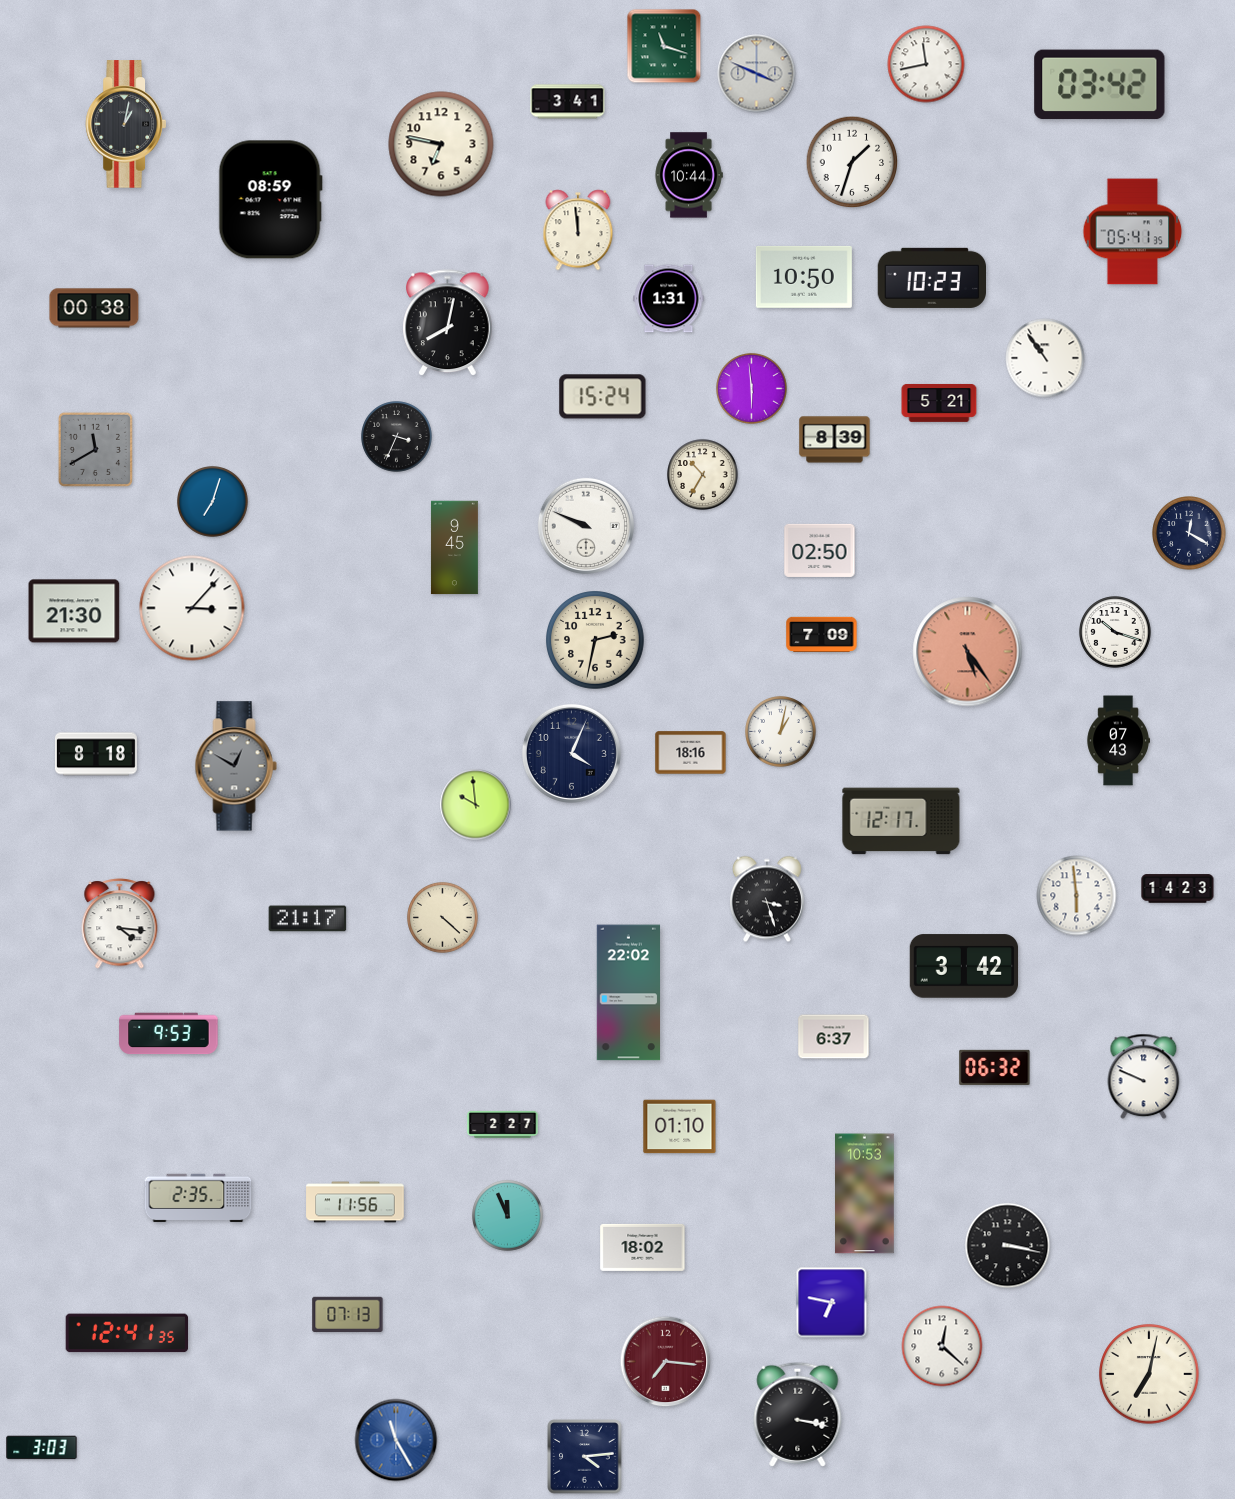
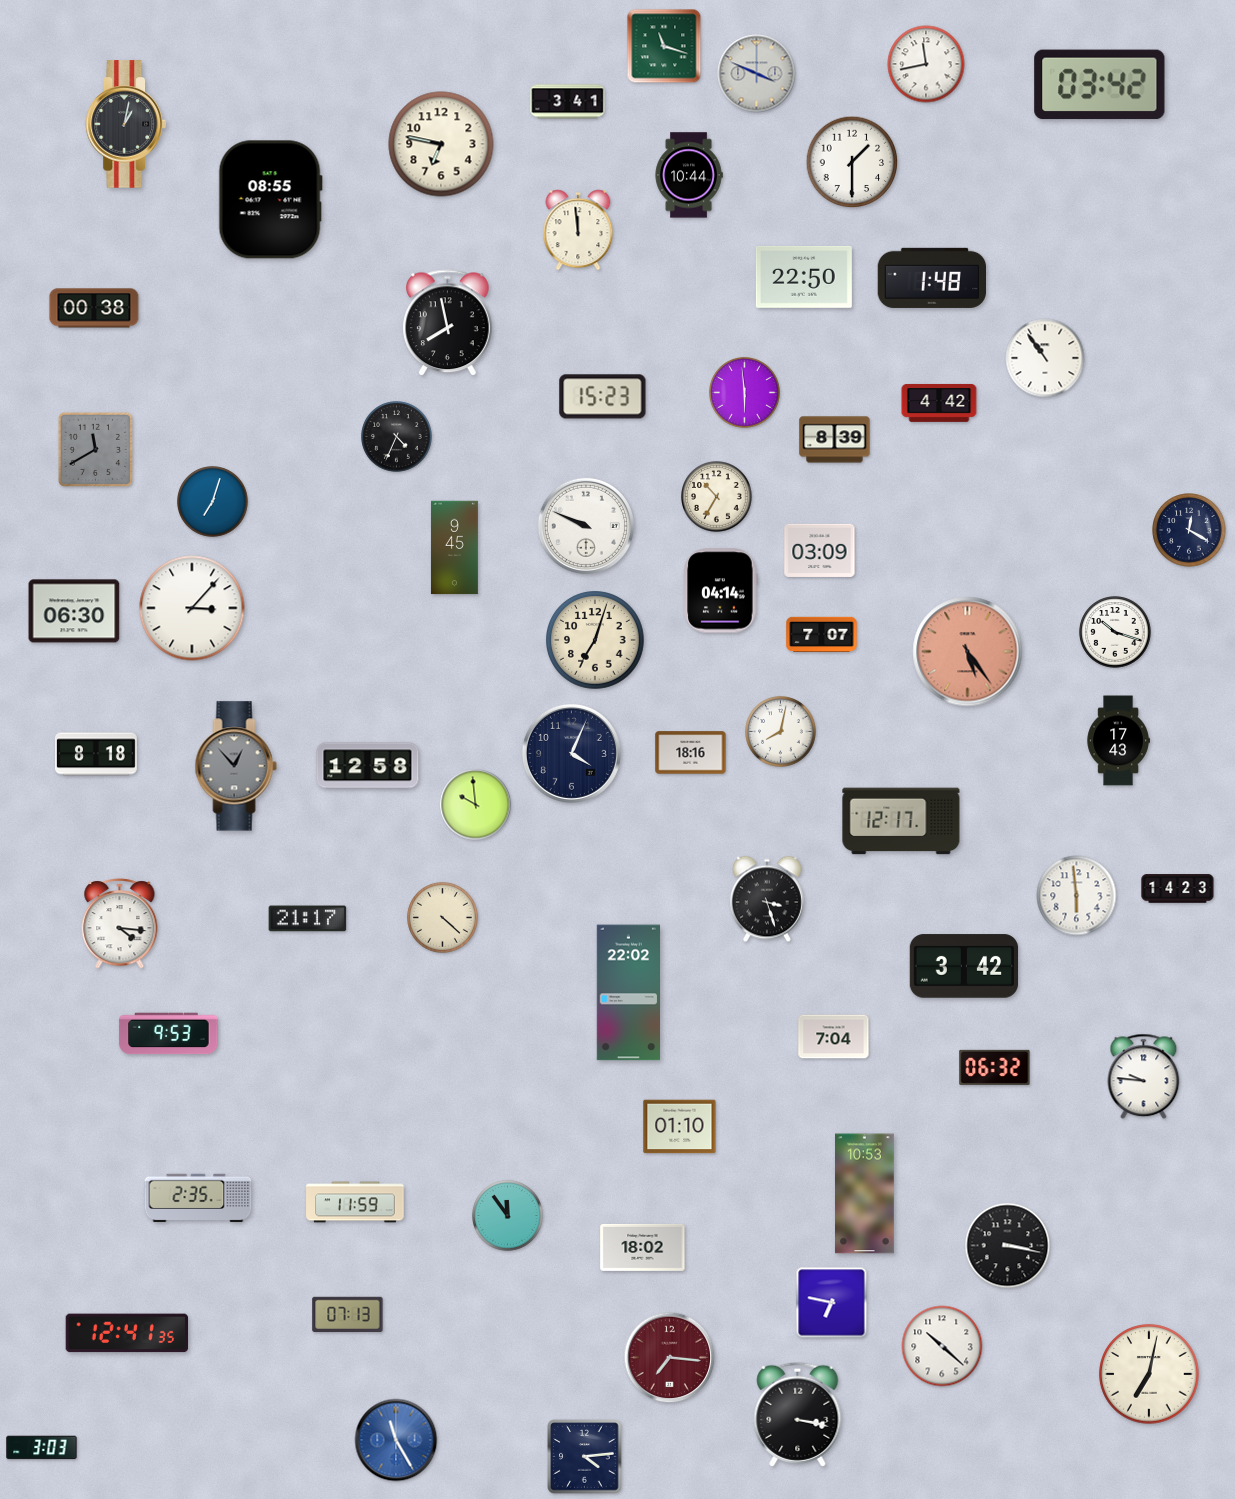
clock at (852, 162): 1:33 -> 1:30
clock at (270, 200): 08:59 -> 08:55
clock at (1133, 232): 05:41 -> none
clock at (804, 277): 10:50 -> 22:50
clock at (931, 278): 10:23 -> 1:48
clock at (669, 299): 1:31 -> none
clock at (448, 323): 8:02 -> 7:58
clock at (752, 389) position: (752, 389) -> (745, 393)
clock at (603, 397): 15:24 -> 15:23
clock at (939, 403): 5:21 -> 4:42
clock at (397, 437): 3:34 -> 4:34
clock at (703, 475) position: (703, 475) -> (717, 497)
clock at (1189, 533) position: (1189, 533) -> (1189, 530)
clock at (820, 550): 02:50 -> 03:09
clock at (721, 591): none -> 04:14
clock at (74, 611): 21:30 -> 06:30
clock at (822, 634): 7:09 -> 7:07
clock at (596, 641): 2:32 -> 7:03
clock at (781, 732): 1:02 -> 8:02
clock at (1118, 741): 07:43 -> 17:43
clock at (236, 766): 12:50 -> 12:53
clock at (368, 766): none -> 12:58
clock at (834, 1037): 6:37 -> 7:04
clock at (1144, 1077): 9:49 -> 9:46
clock at (503, 1124): 2:27 -> none
clock at (355, 1202): 11:56 -> 11:59
clock at (508, 1216): 11:56 -> 11:54
clock at (942, 1346): 12:22 -> 10:22
clock at (666, 1362) position: (666, 1362) -> (670, 1358)
